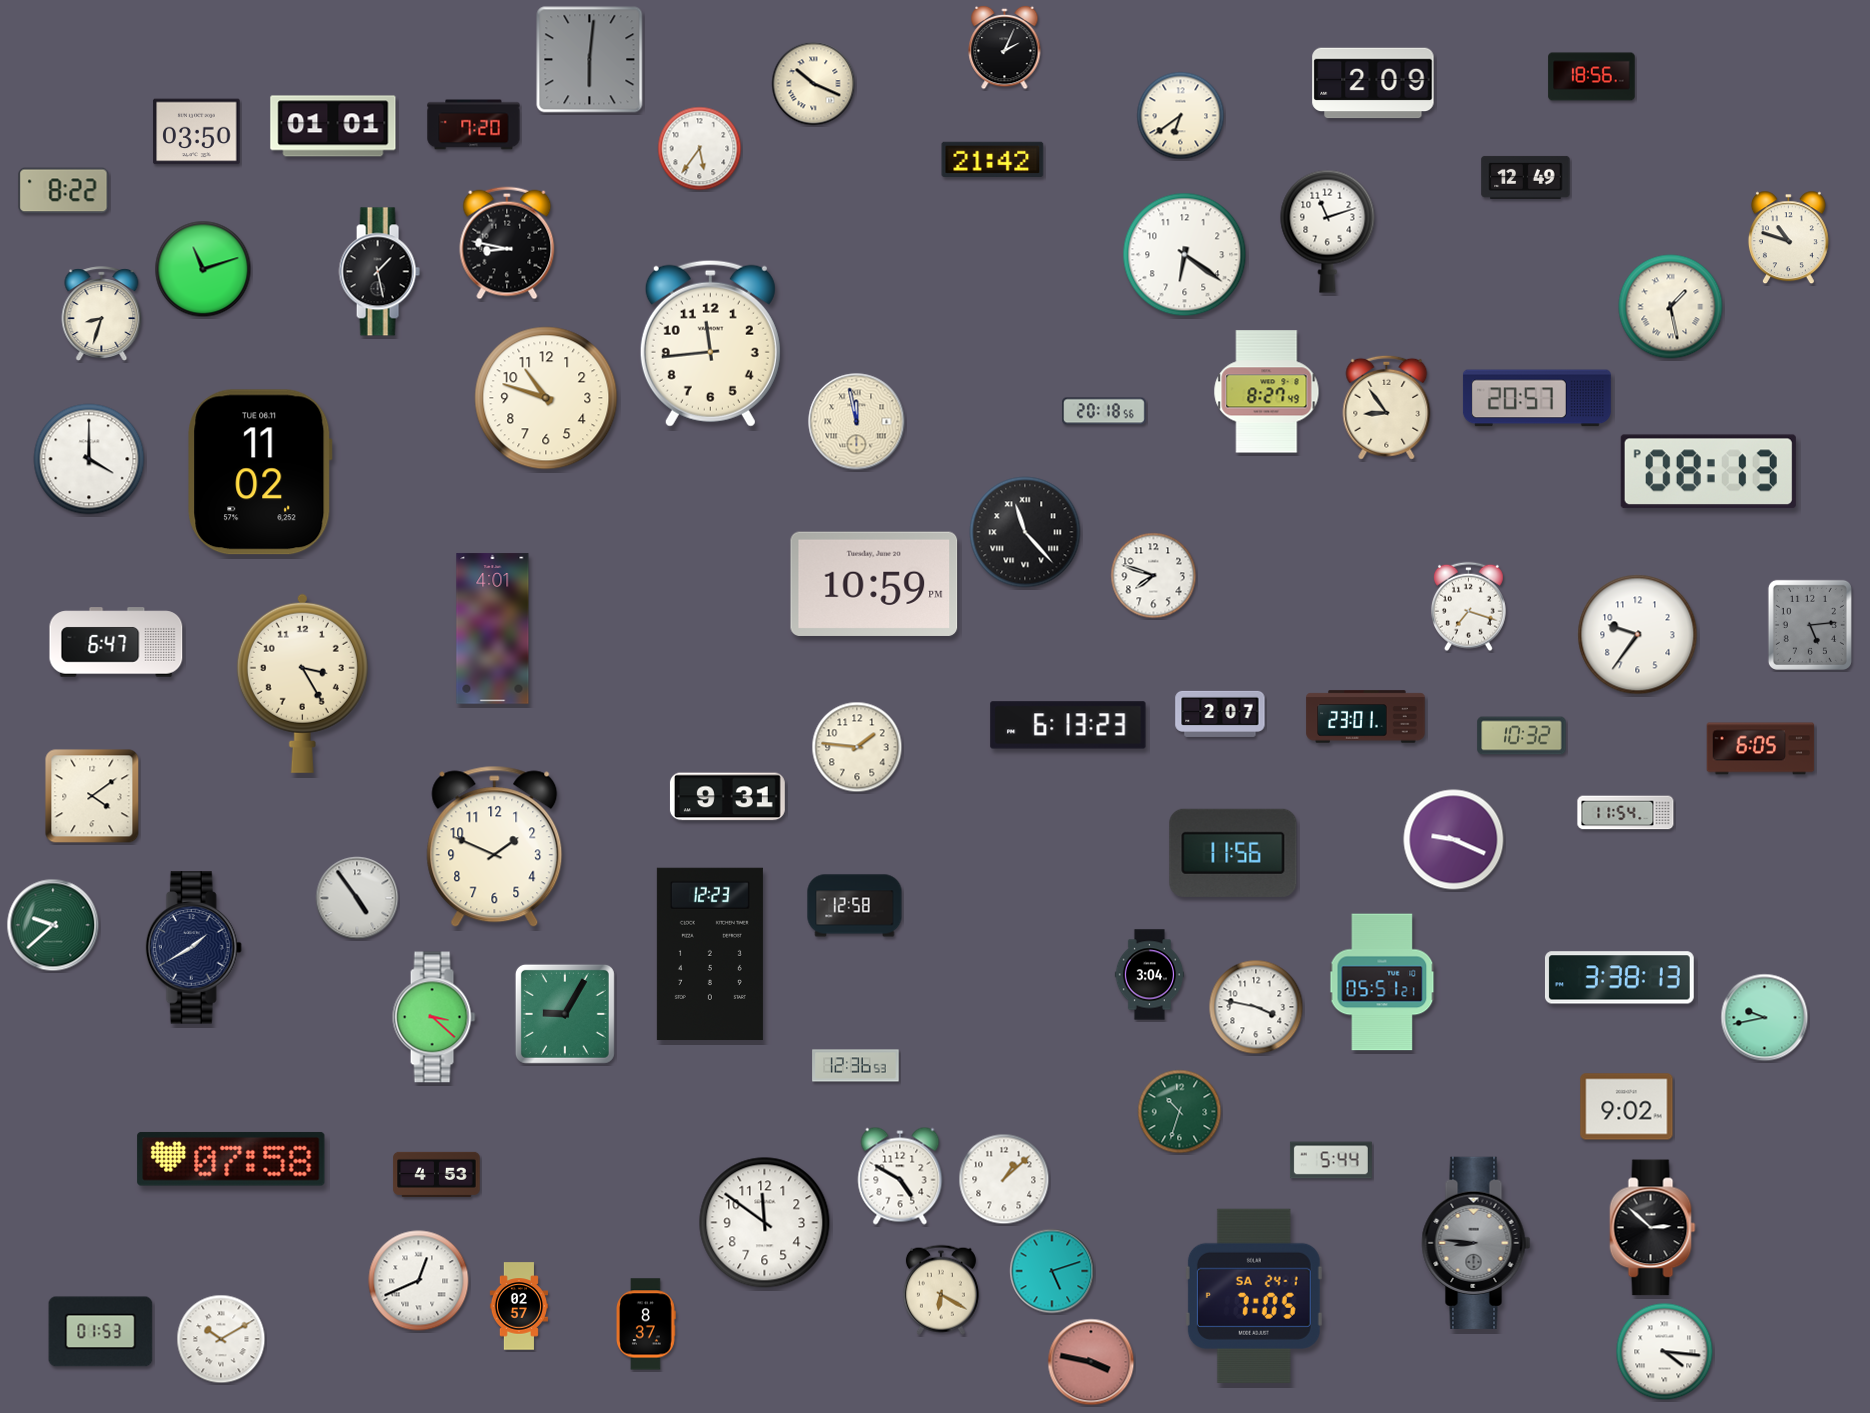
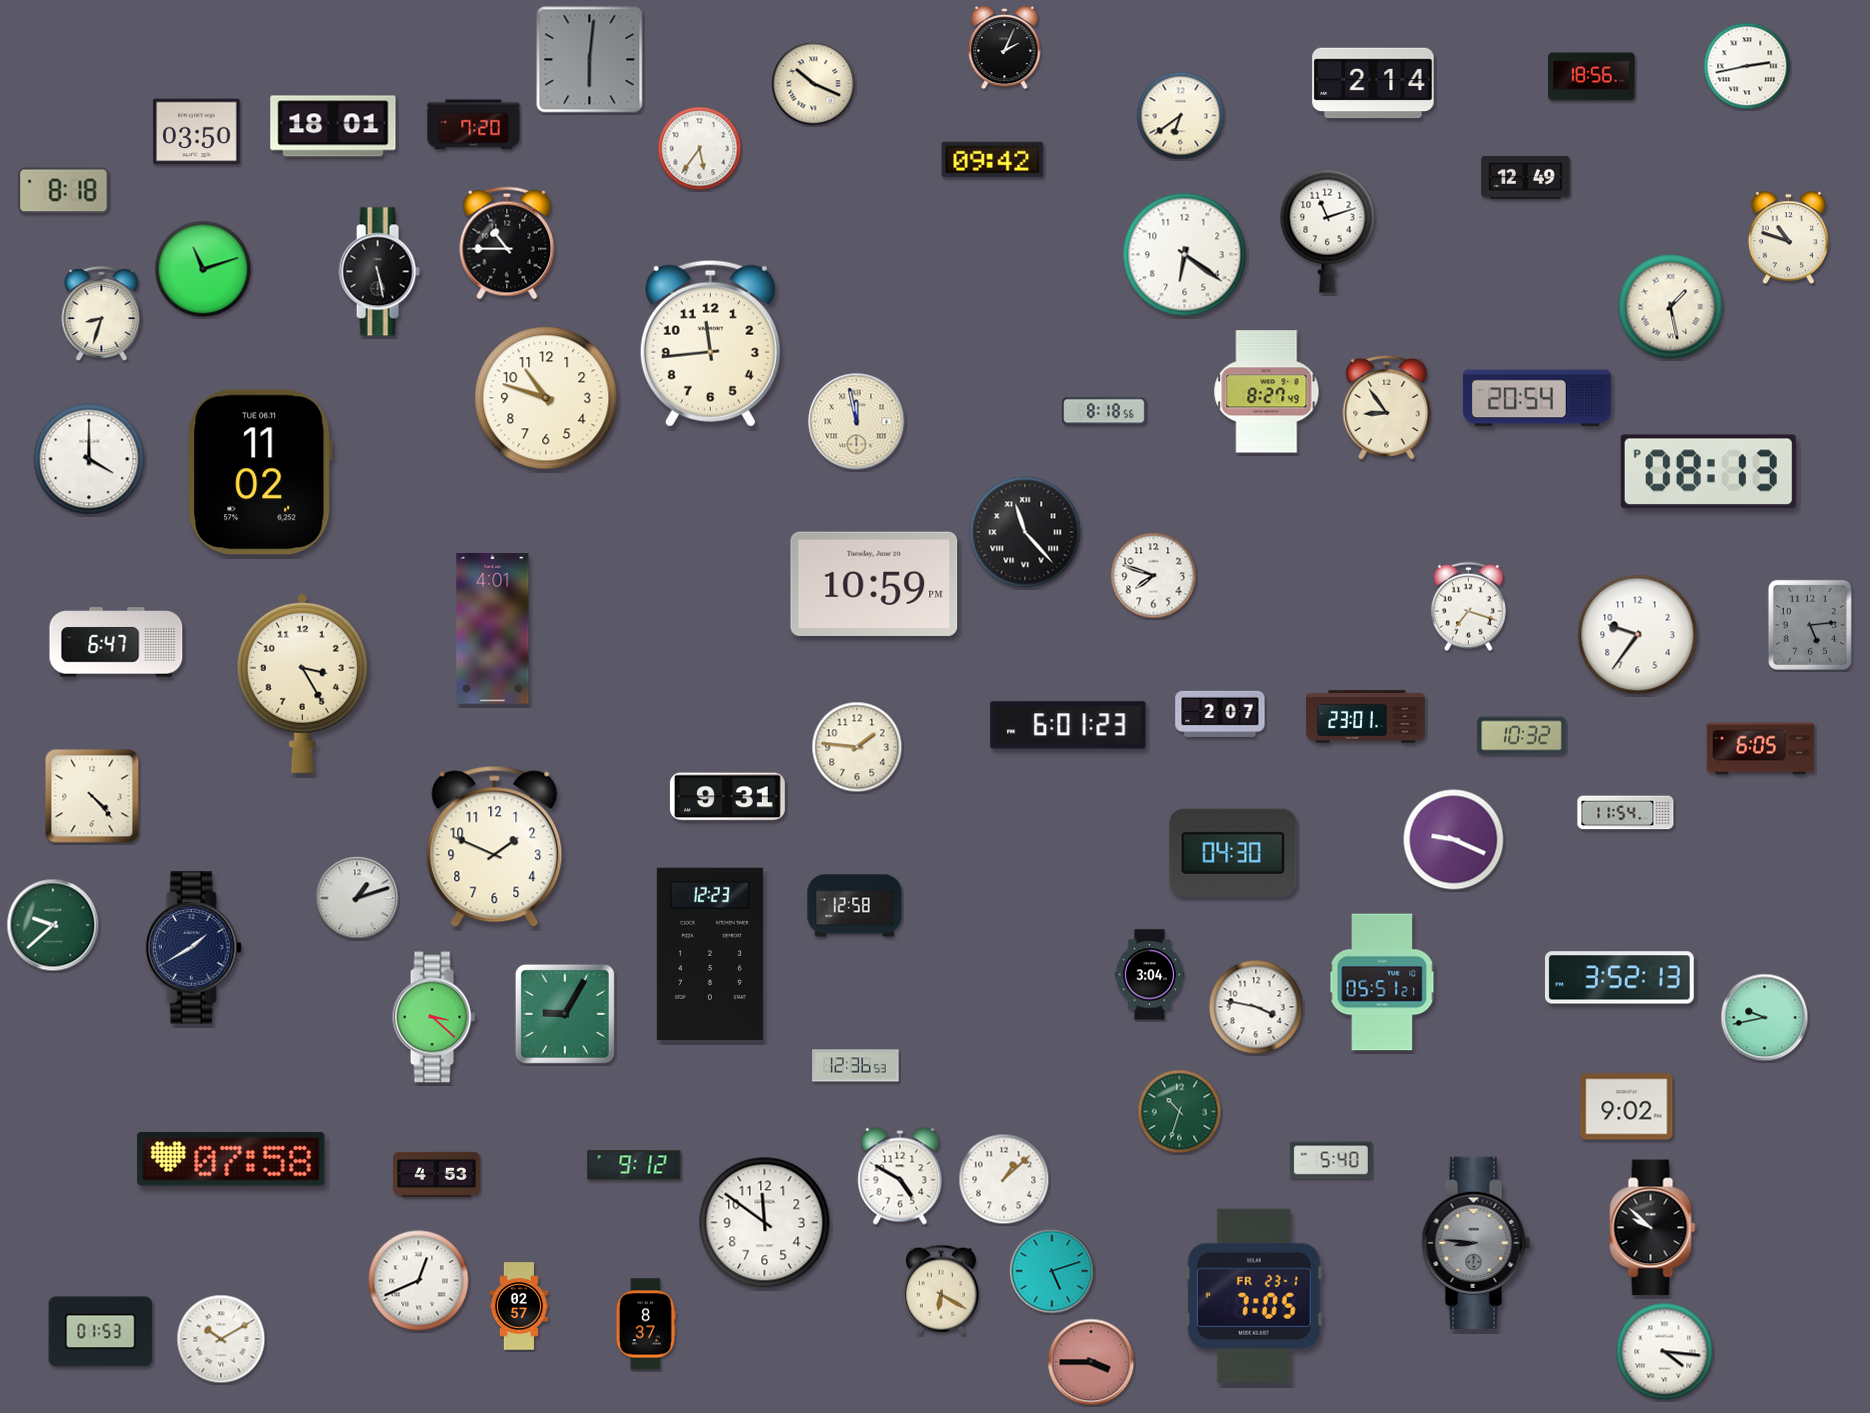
clock at (1747, 66): none -> 2:43
clock at (1373, 83): 2:09 -> 2:14
clock at (333, 126): 01:01 -> 18:01
clock at (993, 159): 21:42 -> 09:42
clock at (64, 191): 8:22 -> 8:18
clock at (507, 243): 8:47 -> 10:45
clock at (379, 272): 1:28 -> 5:28
clock at (1537, 398): 20:57 -> 20:54
clock at (1105, 411): 20:18 -> 8:18
clock at (1068, 725): 6:13 -> 6:01
clock at (92, 796): 4:09 -> 4:23
clock at (1233, 853): 11:56 -> 04:30
clock at (357, 898): 4:54 -> 1:12
clock at (1619, 978): 3:38 -> 3:52
clock at (1331, 1160): 5:44 -> 5:40
clock at (634, 1165): none -> 9:12
clock at (1653, 1228): 2:52 -> 9:52
clock at (1254, 1296) date: SA 24-1 -> FR 23-1
clock at (1091, 1362): 3:47 -> 3:45
